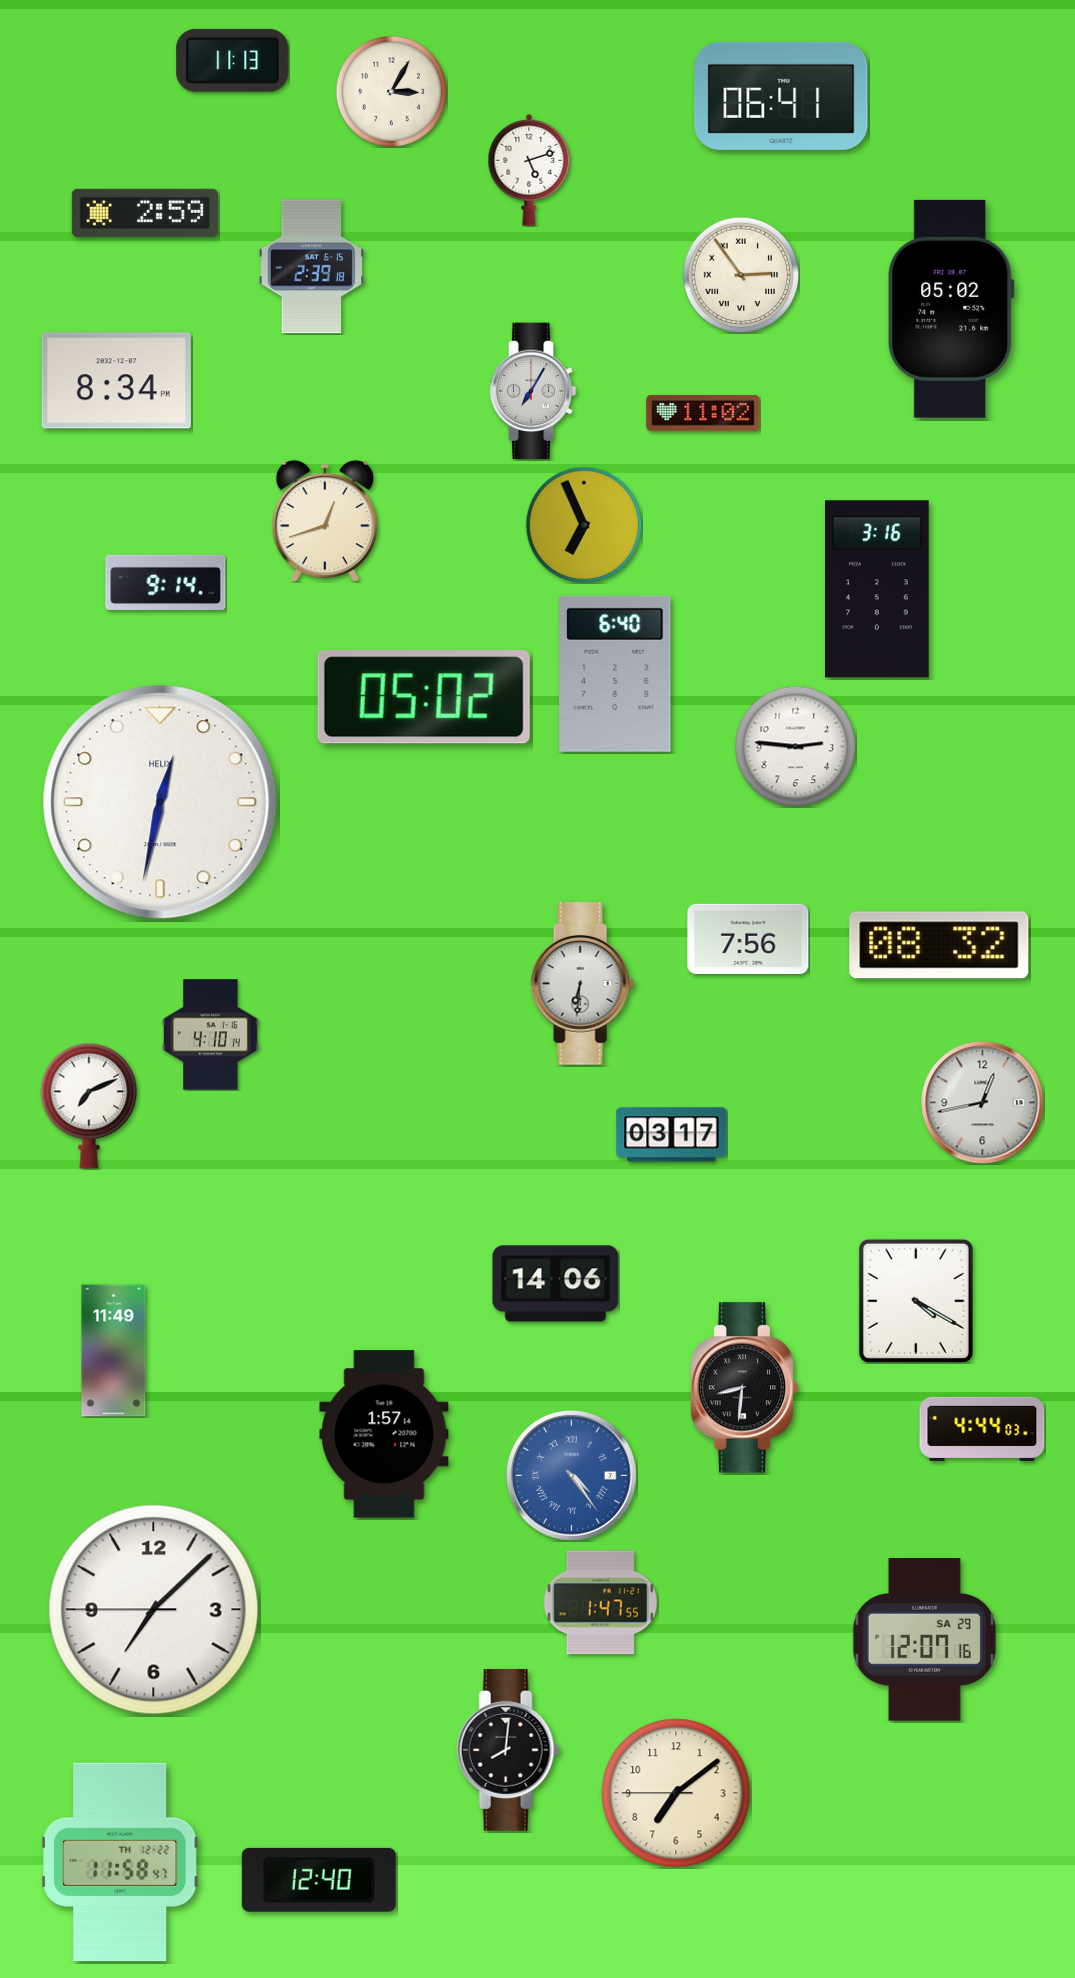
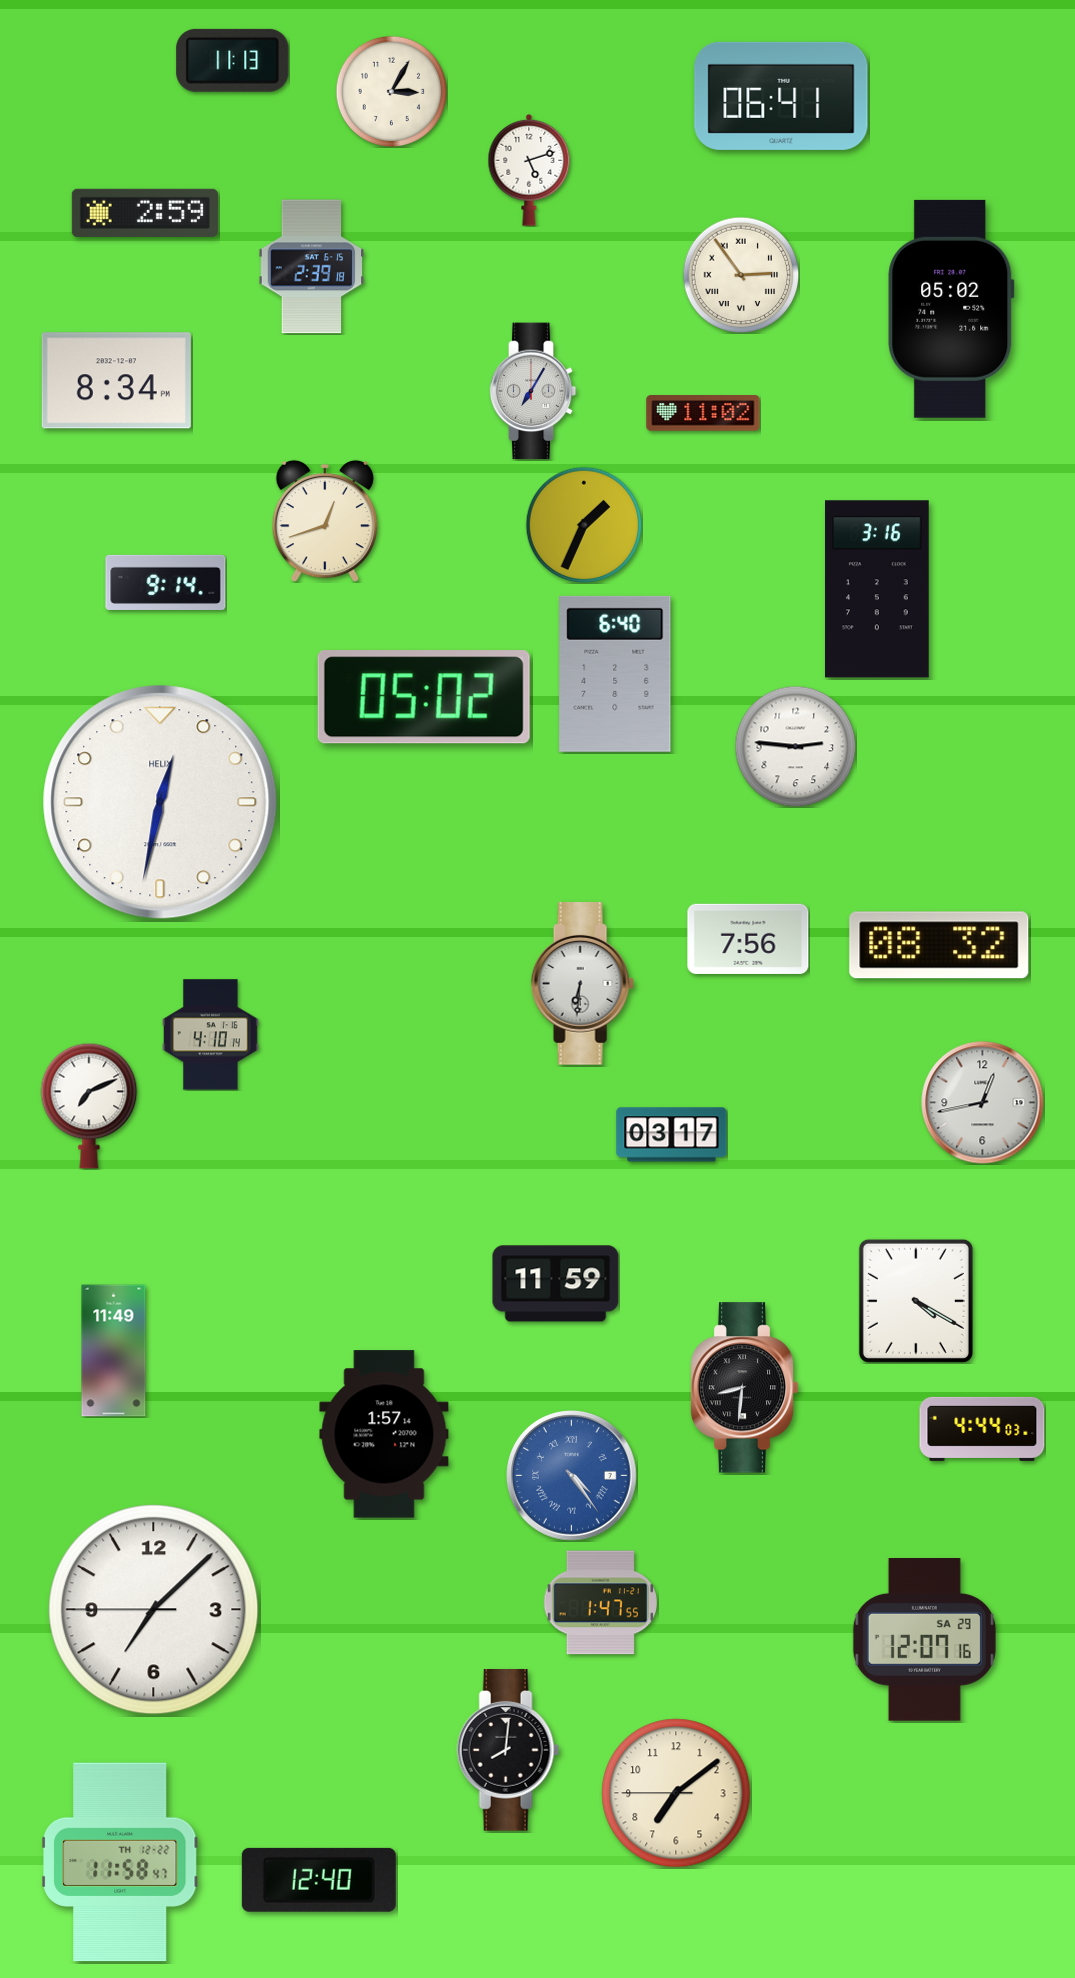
clock at (584, 525): 6:56 -> 1:34
clock at (556, 1284): 14:06 -> 11:59
